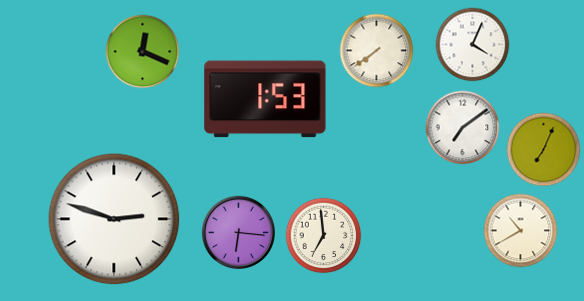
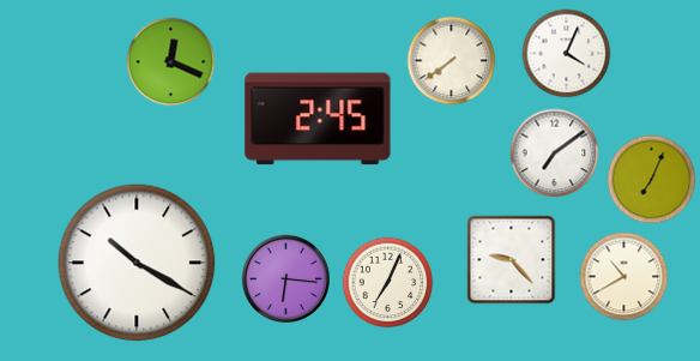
clock at (265, 99): 1:53 -> 2:45
clock at (512, 260): none -> 9:23
clock at (114, 219): 2:48 -> 10:20
clock at (324, 236): 6:59 -> 7:04
